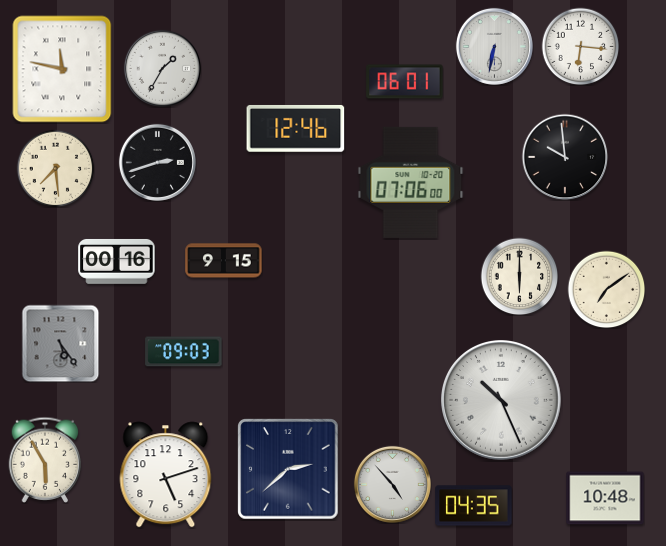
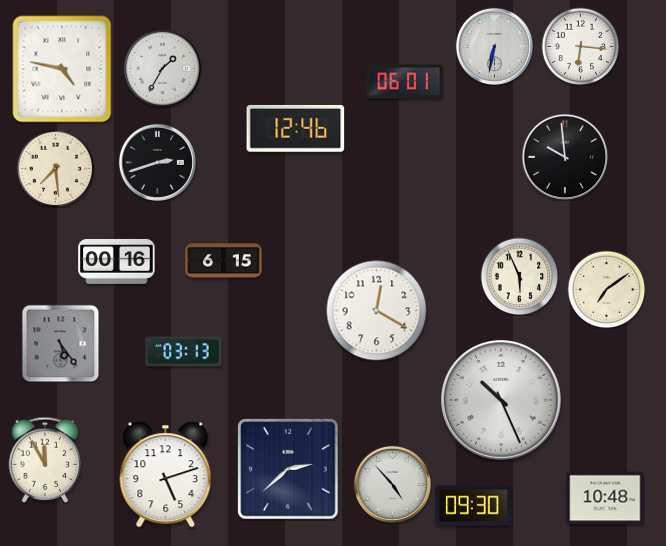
clock at (62, 69): 11:47 -> 4:47
clock at (411, 182): 07:06 -> none
clock at (224, 261): 9:15 -> 6:15
clock at (519, 276): 6:00 -> 5:56
clock at (377, 311): none -> 12:20
clock at (184, 352): 09:03 -> 03:13
clock at (45, 460): 5:55 -> 11:55
clock at (474, 506): 04:35 -> 09:30
